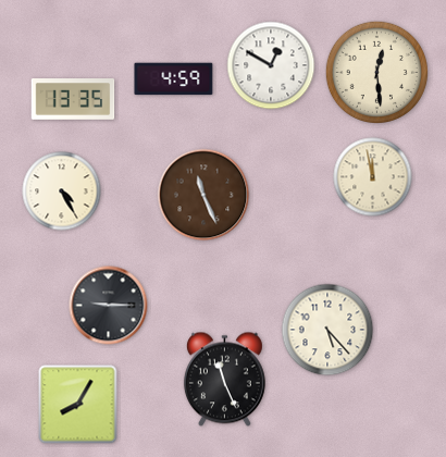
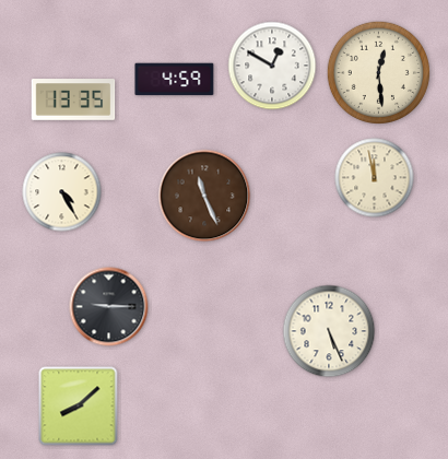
clock at (327, 330): 5:23 -> 5:26
clock at (224, 380): 11:26 -> none
clock at (78, 405): 8:05 -> 8:08
